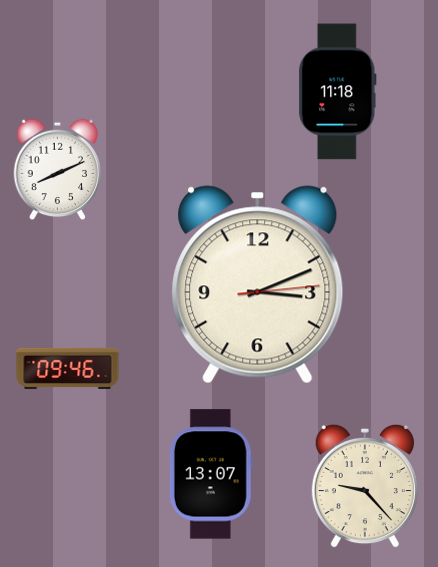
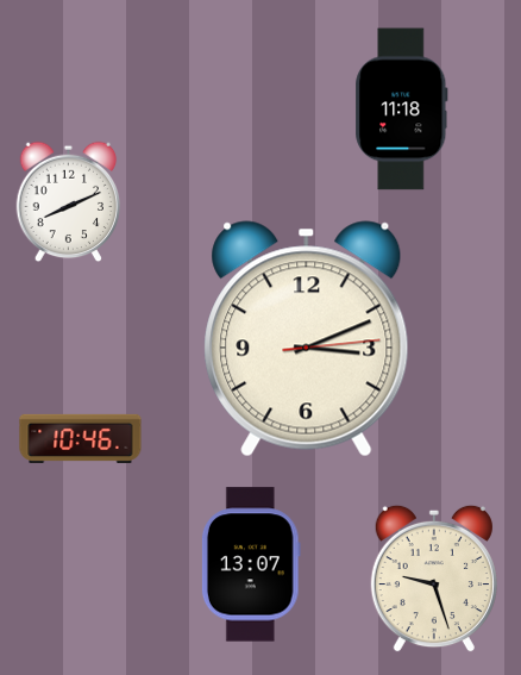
clock at (68, 368): 09:46 -> 10:46
clock at (365, 486): 9:23 -> 9:27
